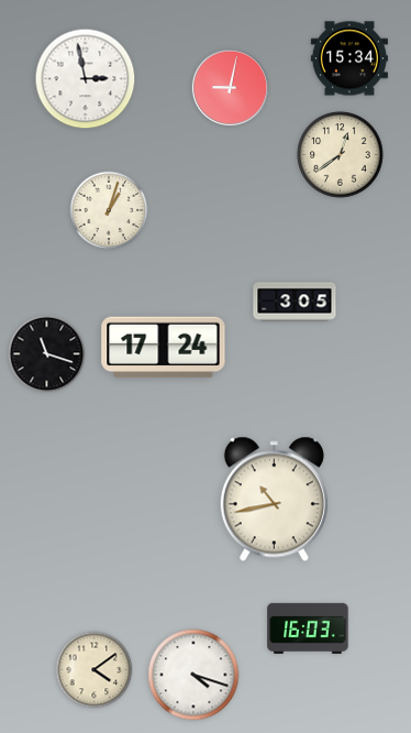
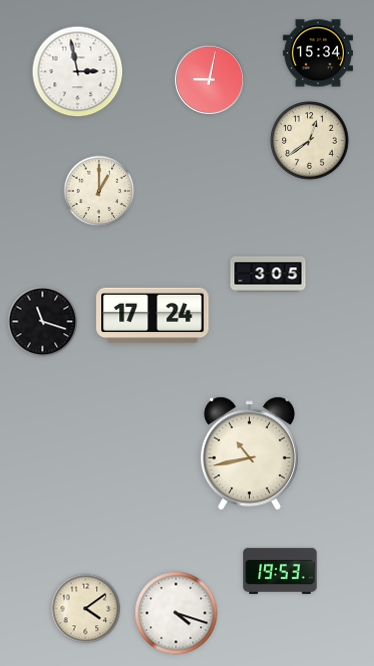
clock at (109, 210): 1:03 -> 1:00
clock at (164, 348) position: (164, 348) -> (153, 316)
clock at (308, 628): 16:03 -> 19:53
